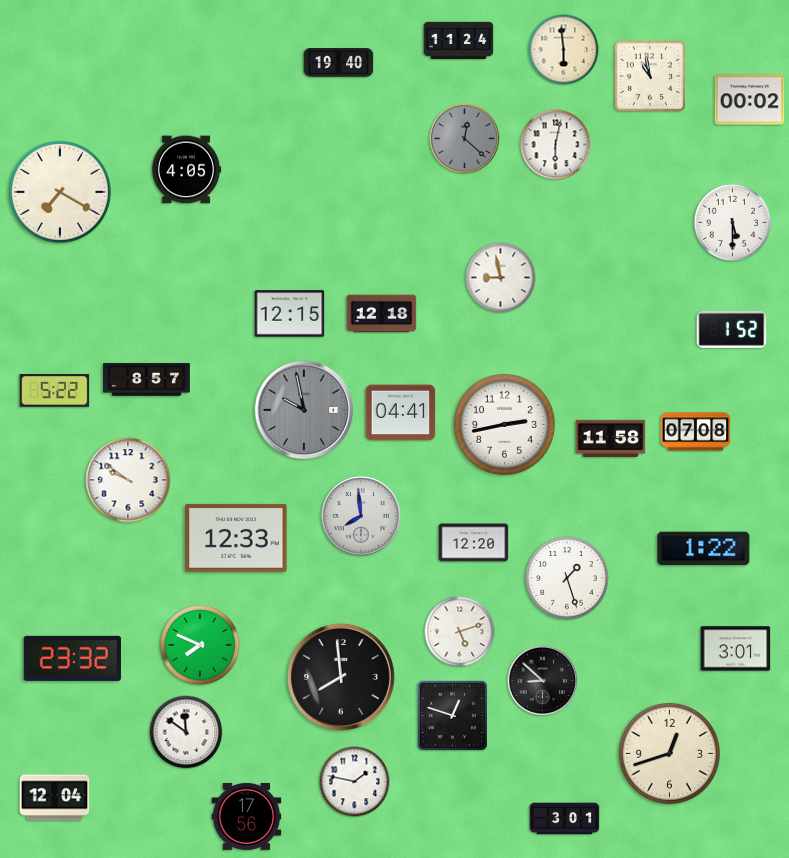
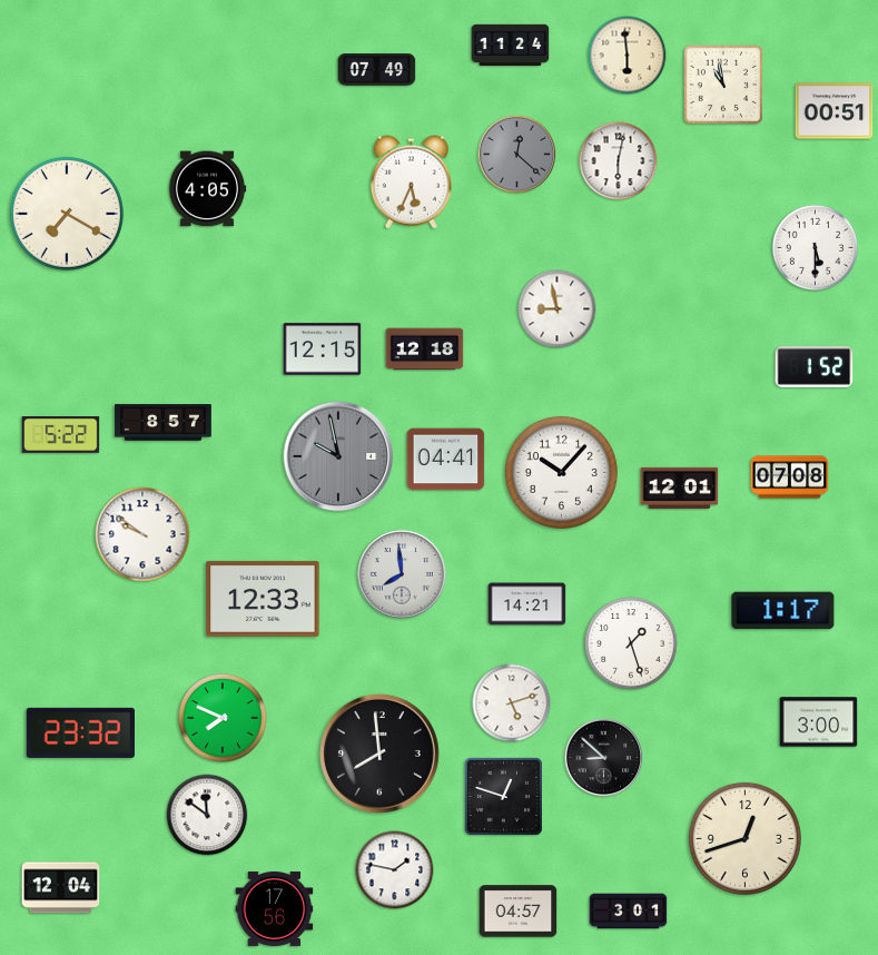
clock at (339, 63): 19:40 -> 07:49
clock at (750, 100): 00:02 -> 00:51
clock at (411, 183): none -> 5:34
clock at (504, 424): 2:43 -> 10:07
clock at (696, 432) position: (696, 432) -> (790, 477)
clock at (611, 438): 11:58 -> 12:01
clock at (474, 543): 12:20 -> 14:21
clock at (704, 549): 1:22 -> 1:17
clock at (736, 649): 3:01 -> 3:00
clock at (519, 912): none -> 04:57
